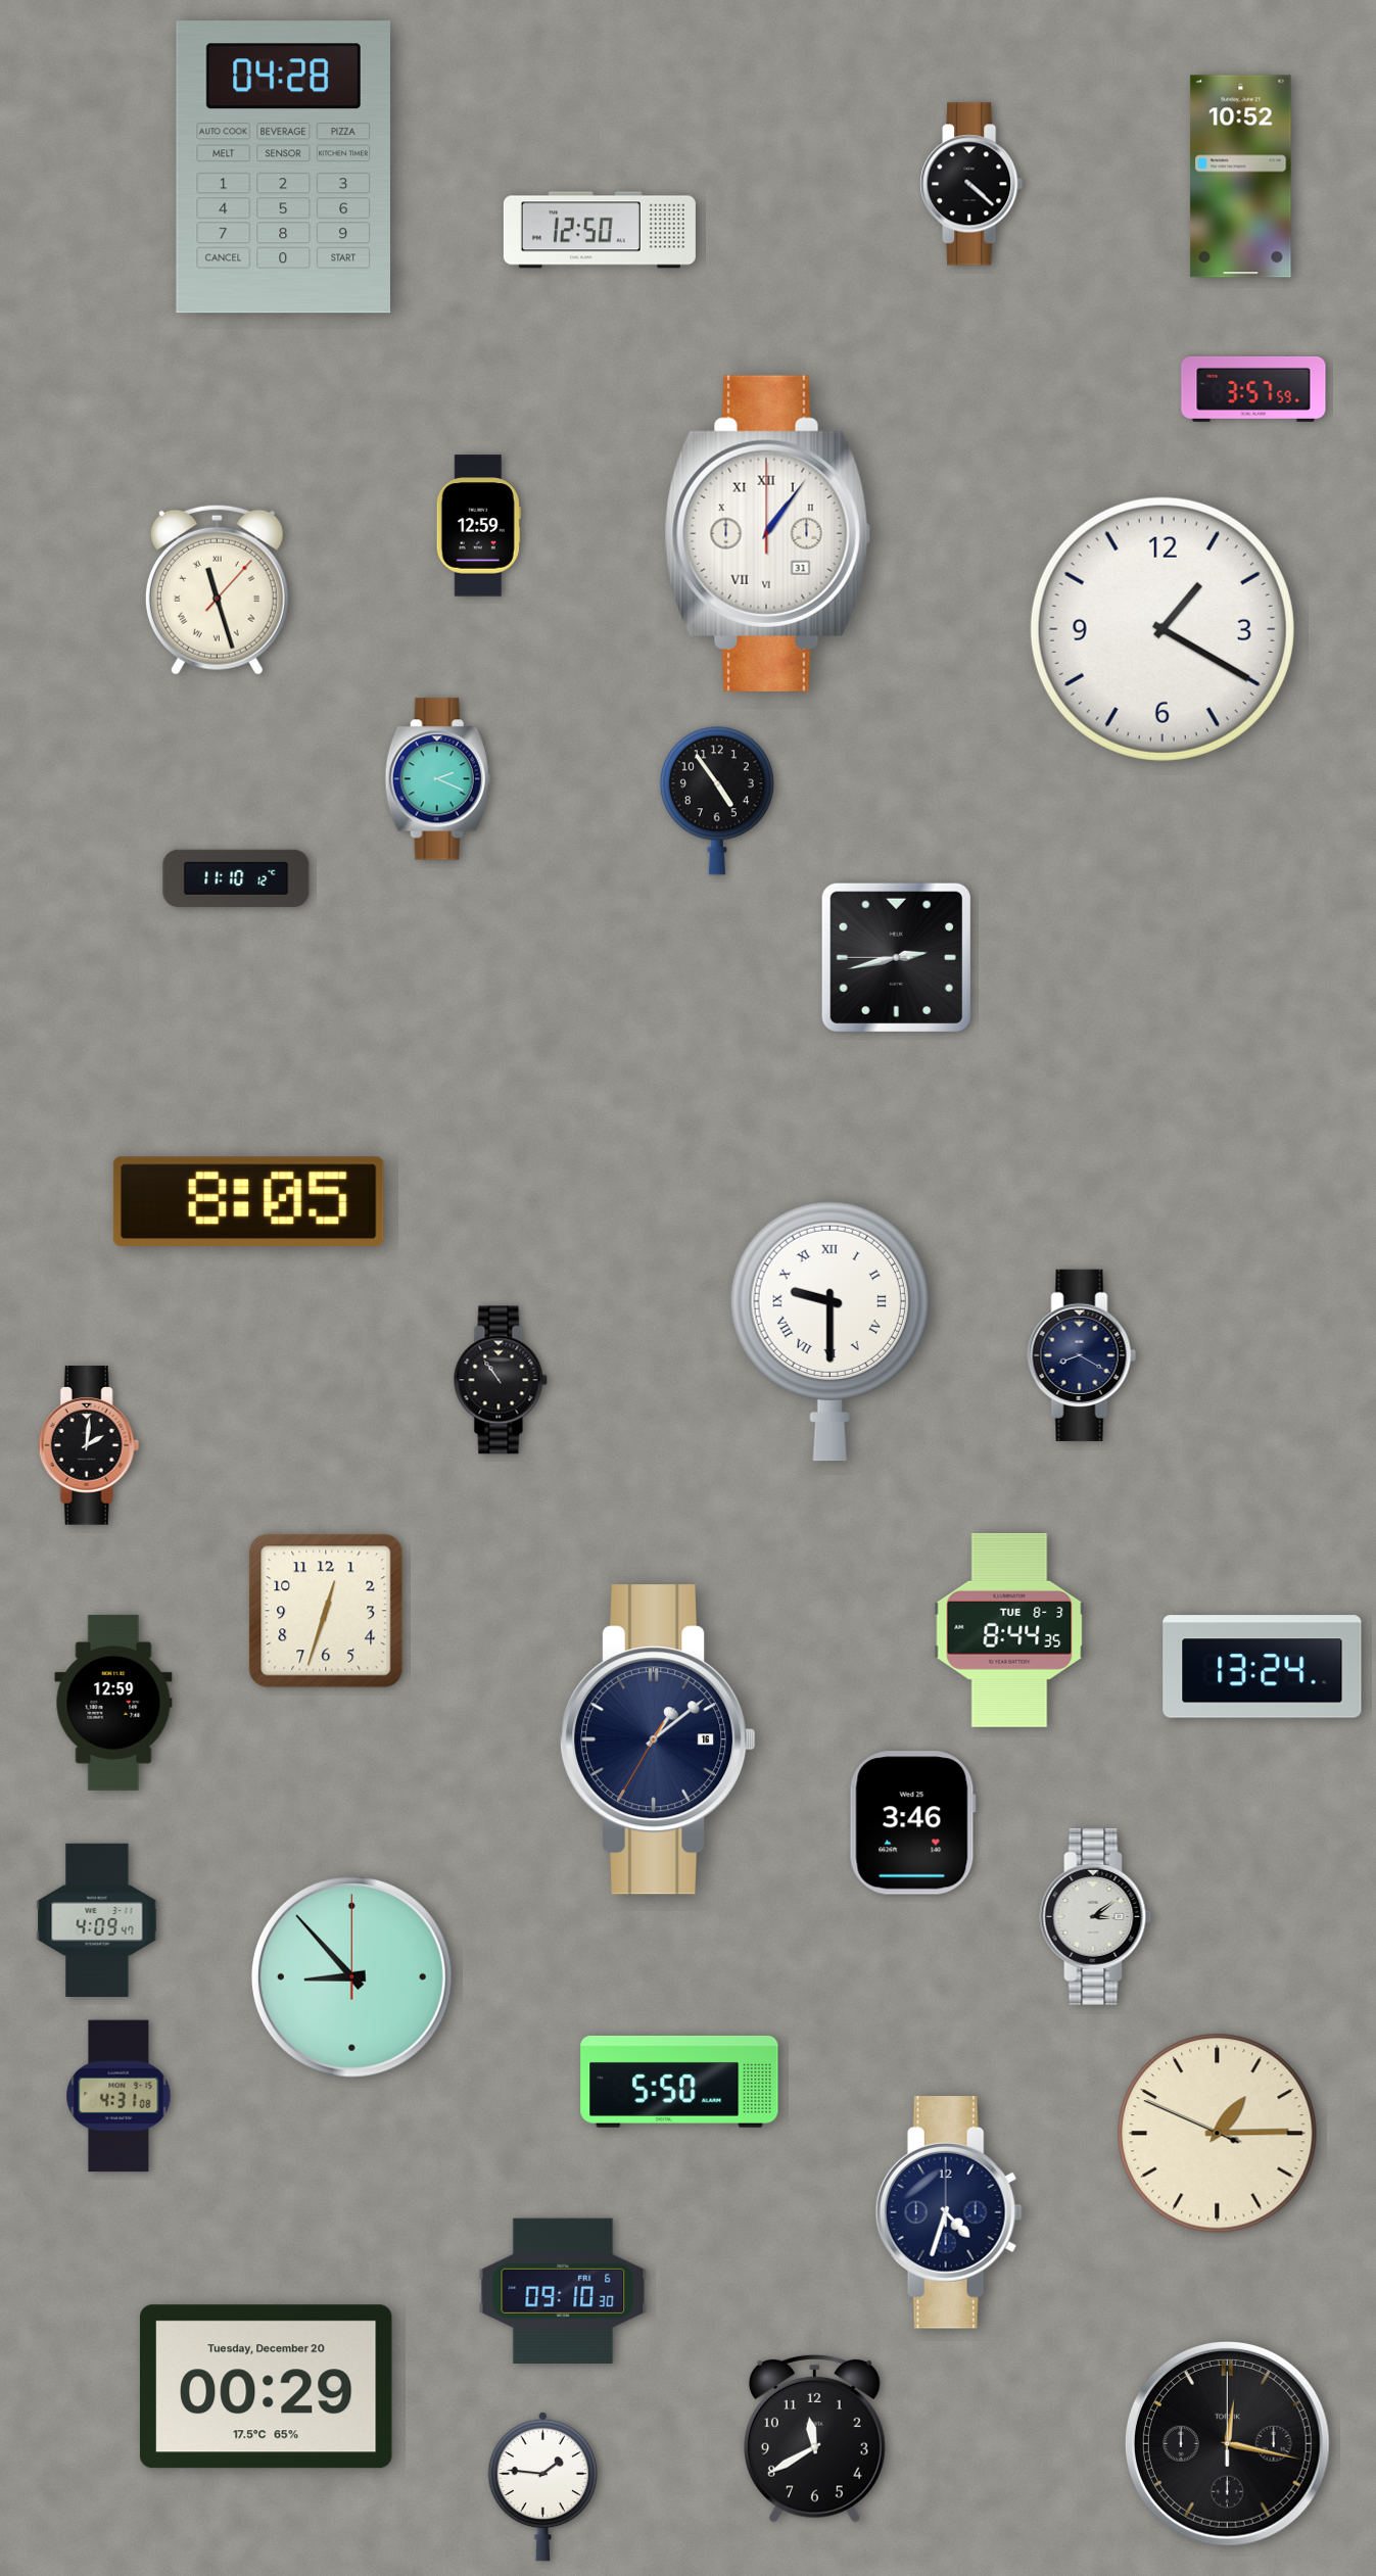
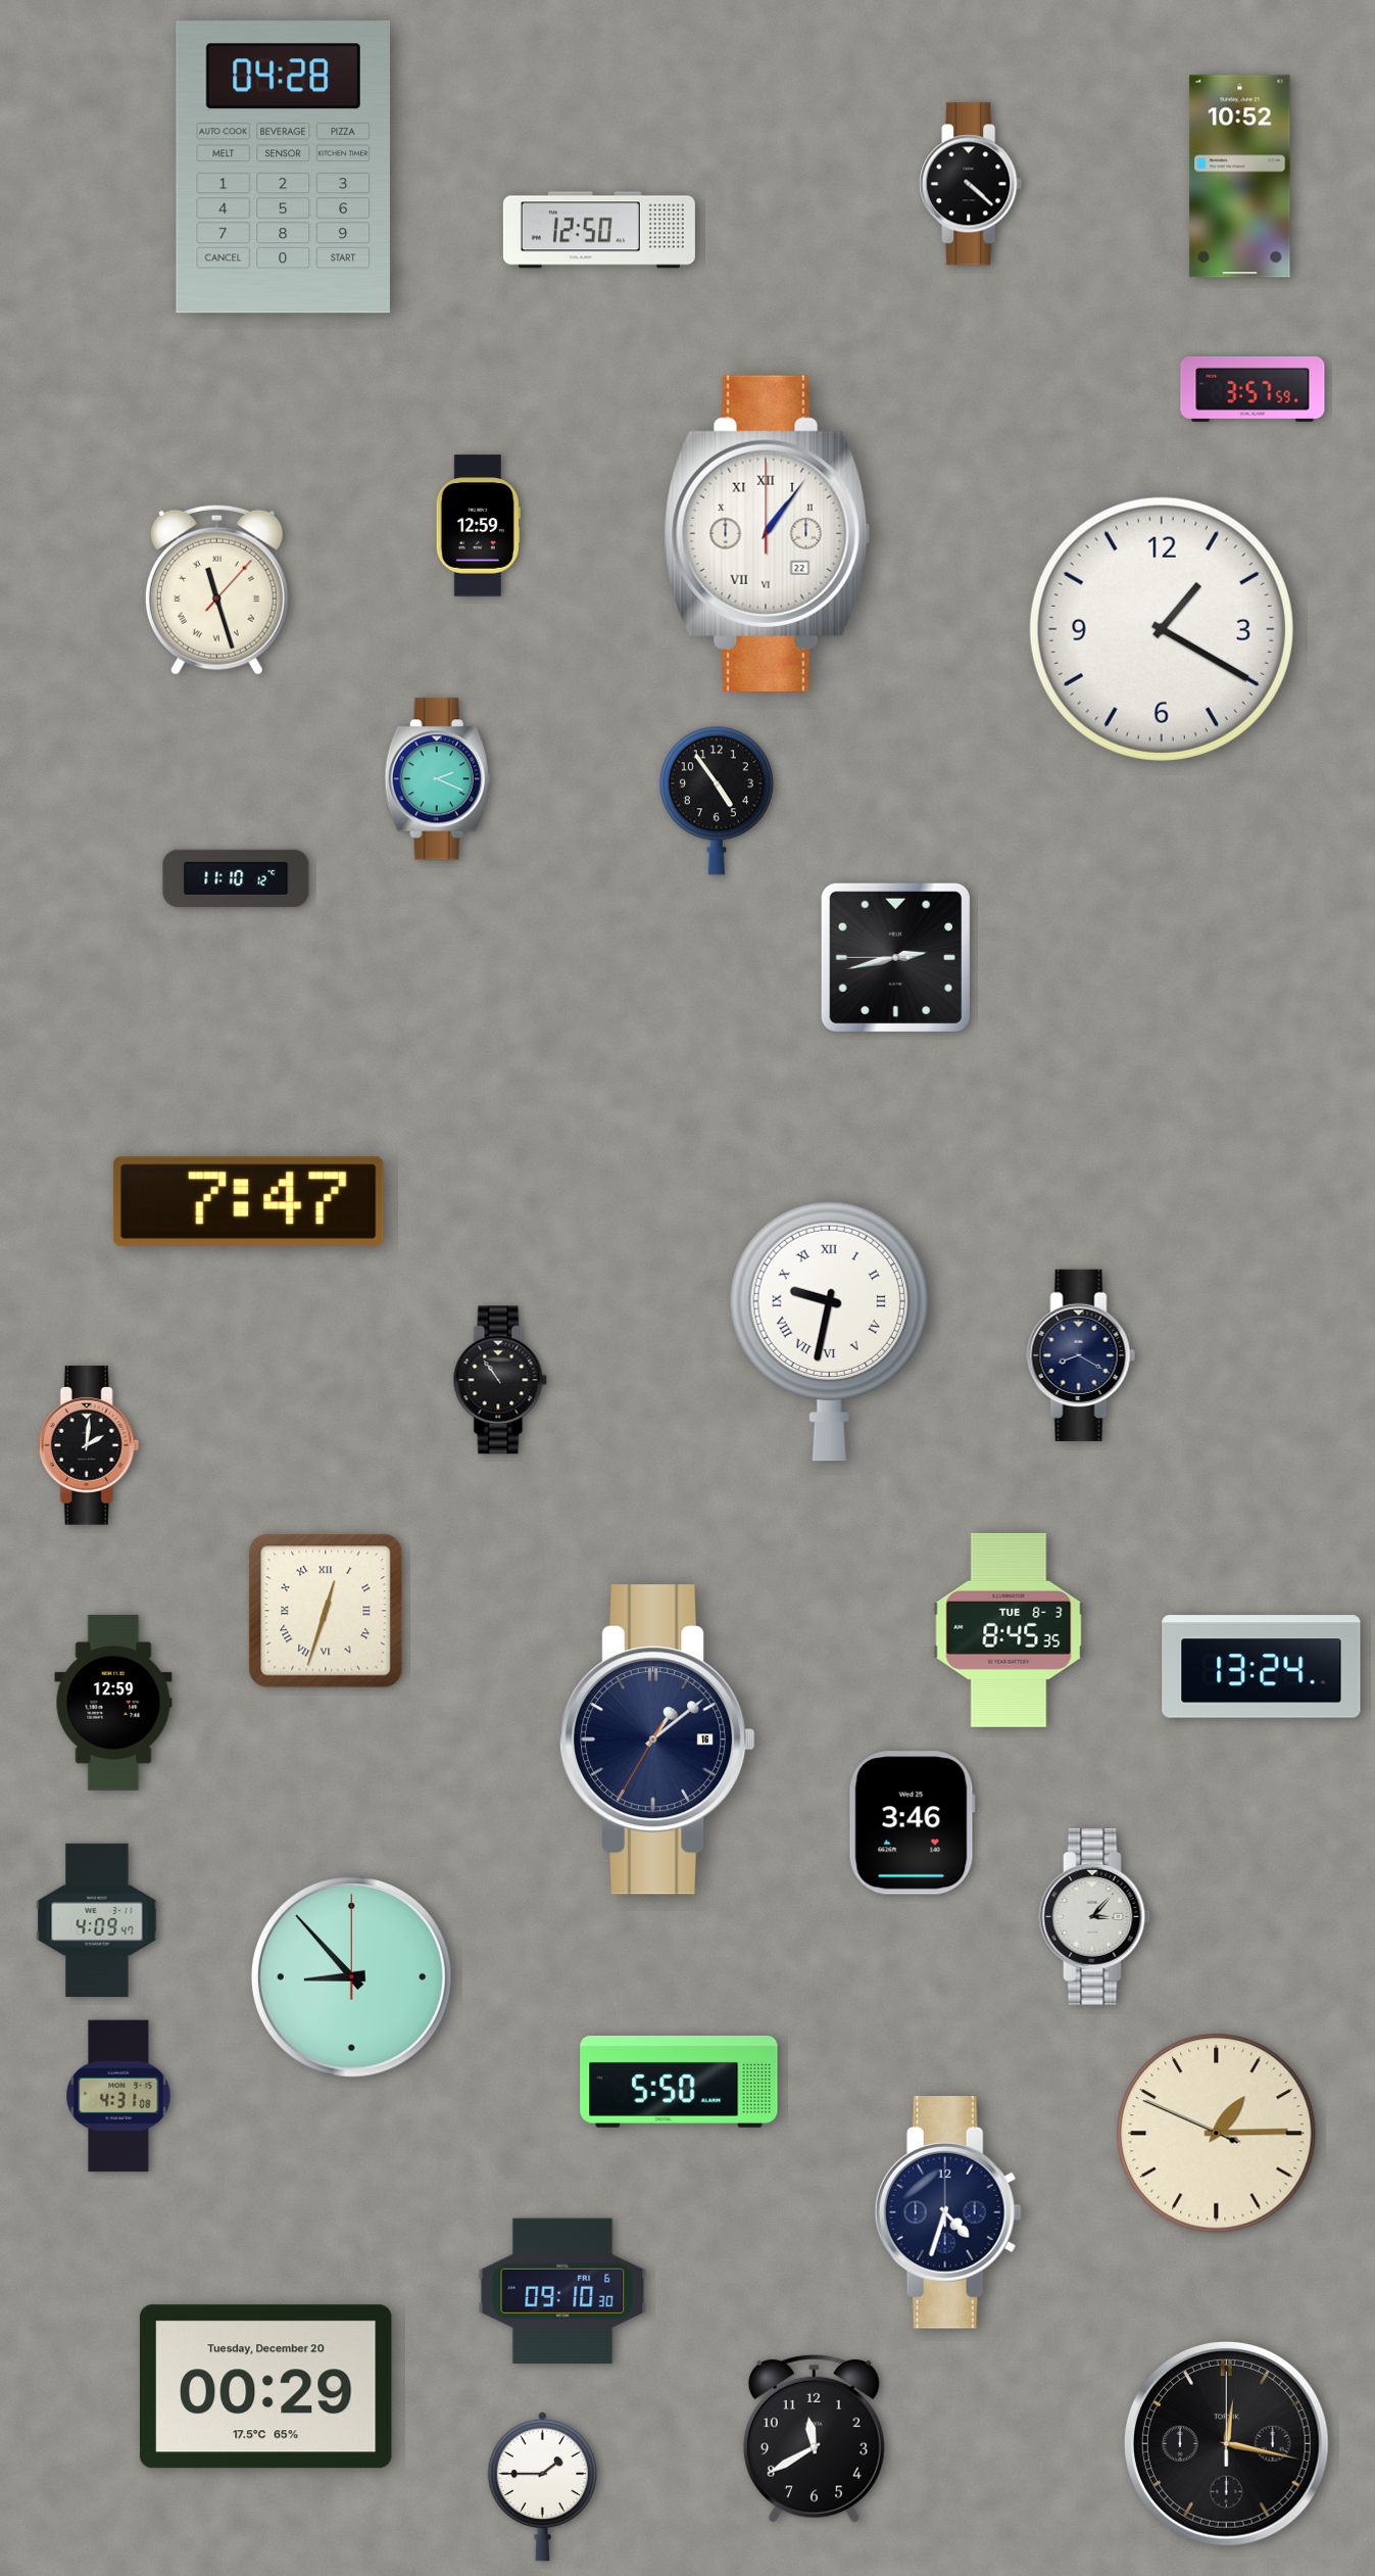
clock at (767, 533) date: 31 -> 22
clock at (248, 1201): 8:05 -> 7:47
clock at (829, 1331): 9:30 -> 9:32
clock at (326, 1611) numerals: Arabic -> Roman
clock at (1009, 1630): 8:44 -> 8:45
clock at (1096, 1916): 3:09 -> 3:07
clock at (543, 2486): 1:46 -> 1:45
